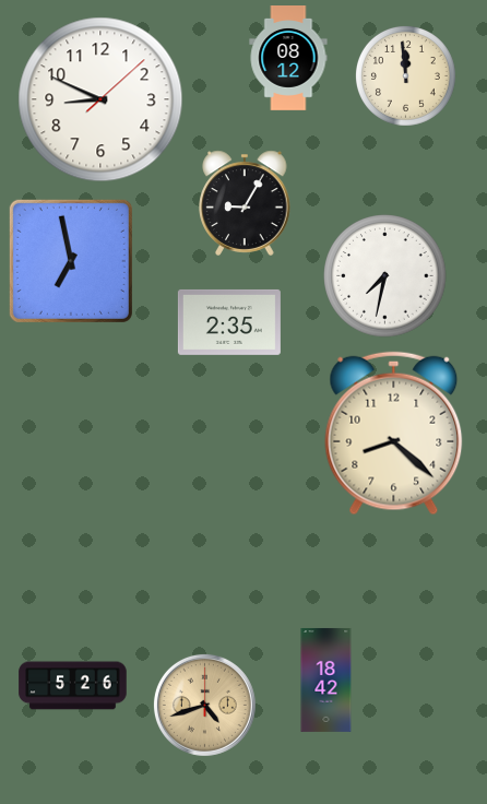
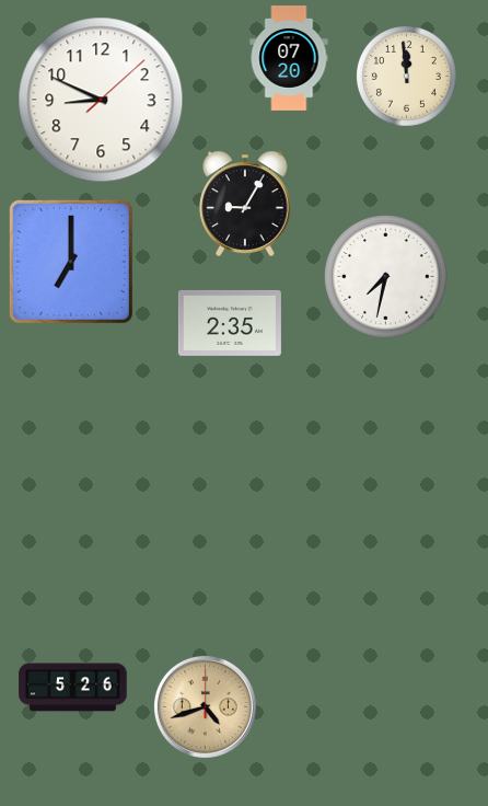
clock at (288, 59): 08:12 -> 07:20
clock at (71, 261): 6:58 -> 7:00
clock at (394, 434): 8:22 -> none
clock at (326, 679): 18:42 -> none
